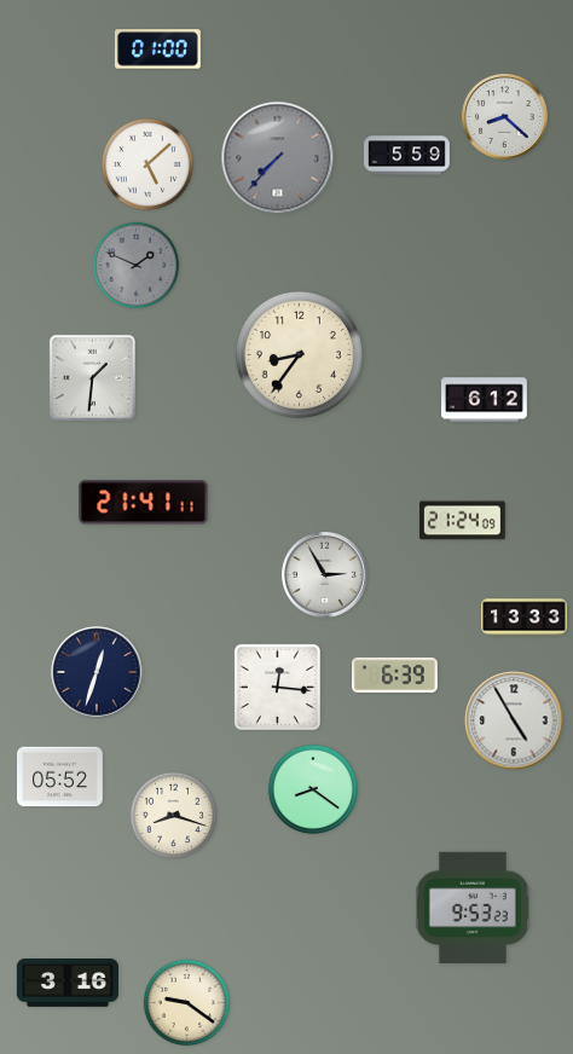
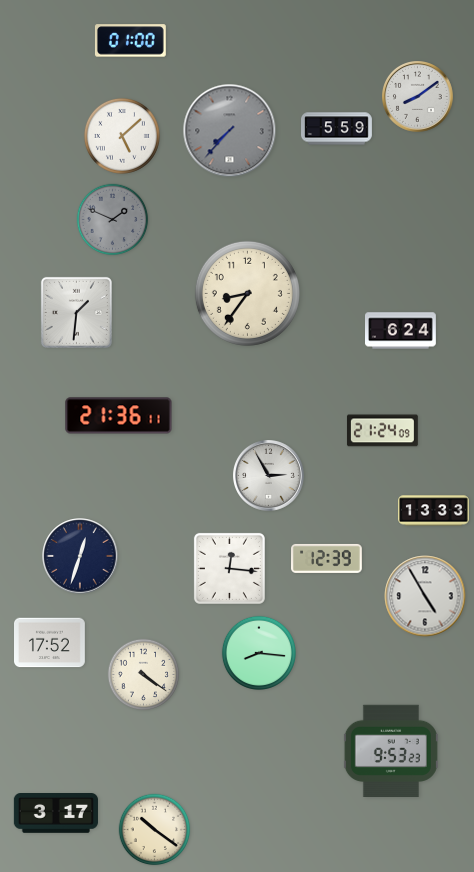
clock at (505, 117): 8:22 -> 8:09
clock at (485, 400): 6:12 -> 6:24
clock at (144, 503): 21:41 -> 21:36
clock at (395, 674): 6:39 -> 12:39
clock at (60, 777): 05:52 -> 17:52
clock at (313, 789): 8:21 -> 8:16
clock at (174, 816): 8:18 -> 4:21
clock at (68, 984): 3:16 -> 3:17
clock at (187, 1003): 9:21 -> 10:21
